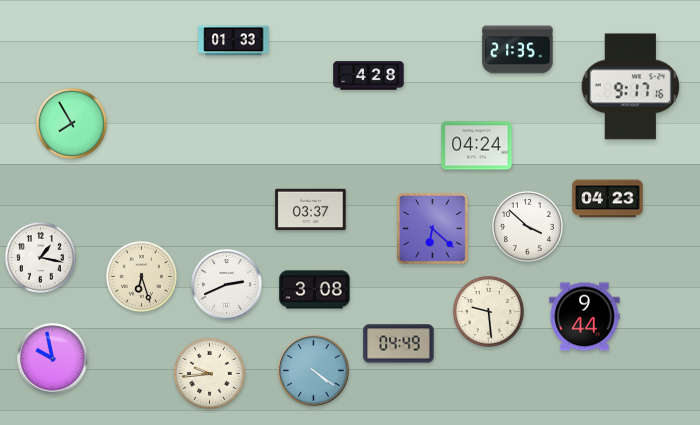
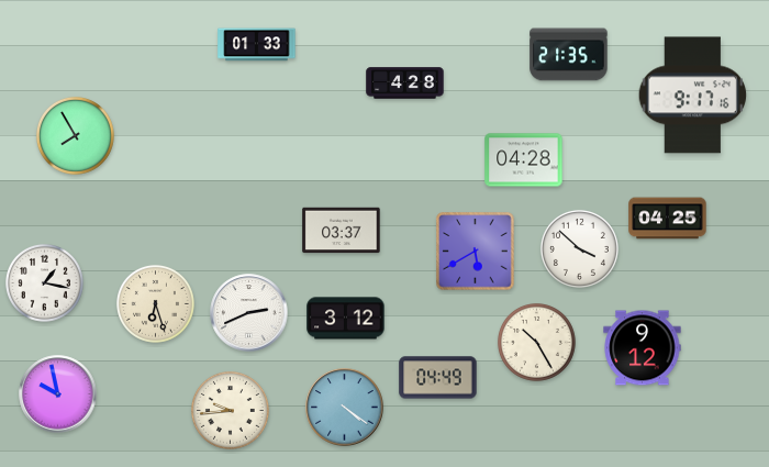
clock at (71, 123) position: (71, 123) -> (75, 135)
clock at (477, 146): 04:24 -> 04:28
clock at (608, 199): 04:23 -> 04:25
clock at (433, 229): 6:22 -> 5:40
clock at (315, 290): 3:08 -> 3:12
clock at (488, 311): 9:29 -> 10:25
clock at (585, 317): 9:44 -> 9:12
